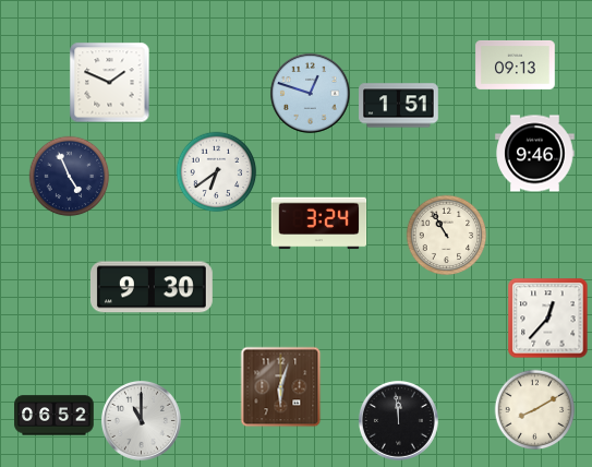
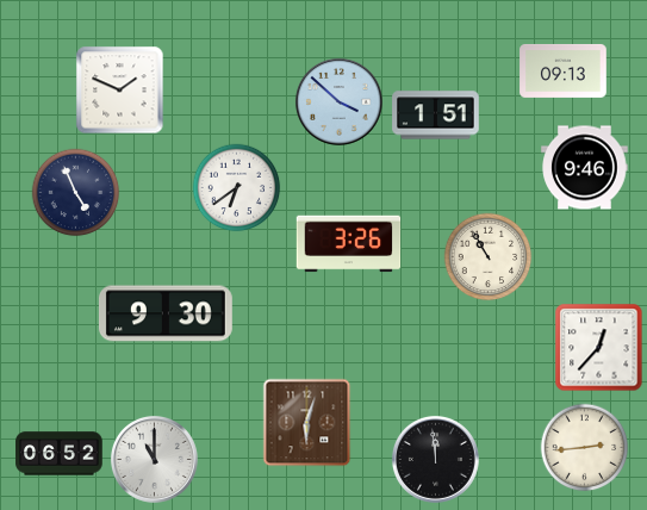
clock at (310, 93): 12:48 -> 3:52
clock at (319, 224): 3:24 -> 3:26
clock at (535, 410): 8:10 -> 2:44
